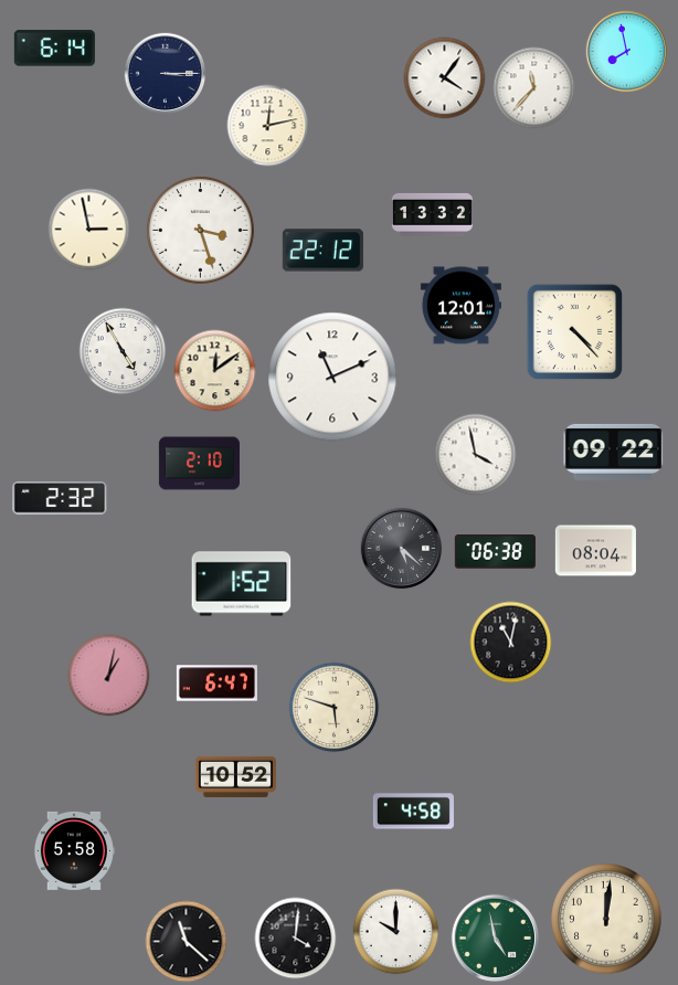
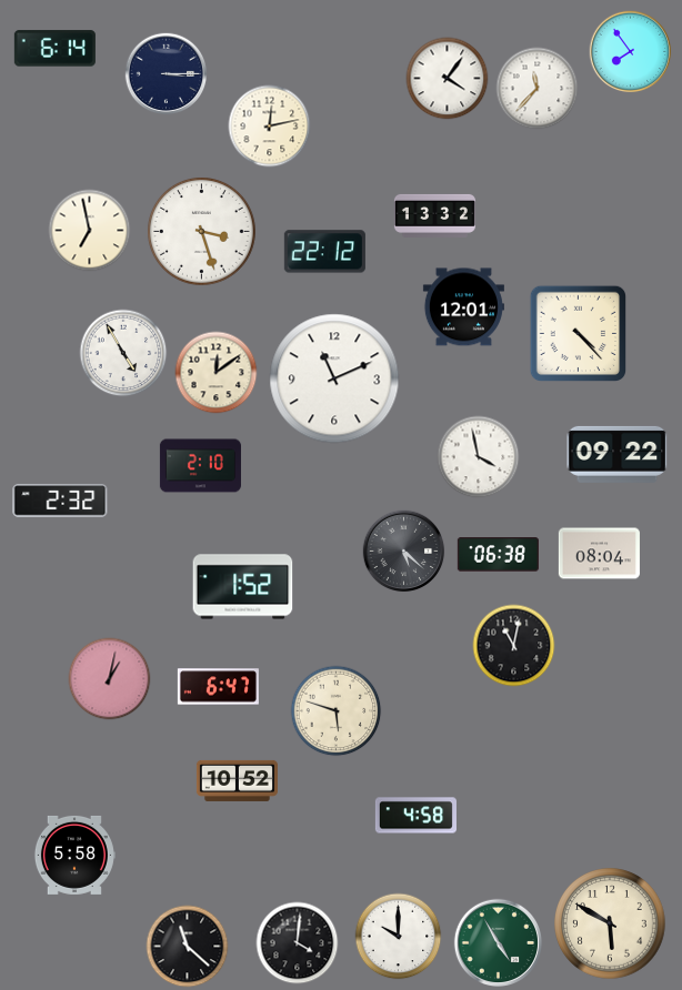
clock at (627, 52): 7:58 -> 7:54
clock at (89, 230): 2:58 -> 6:58
clock at (606, 919): 12:01 -> 5:50
clock at (495, 938): 4:58 -> 4:55
